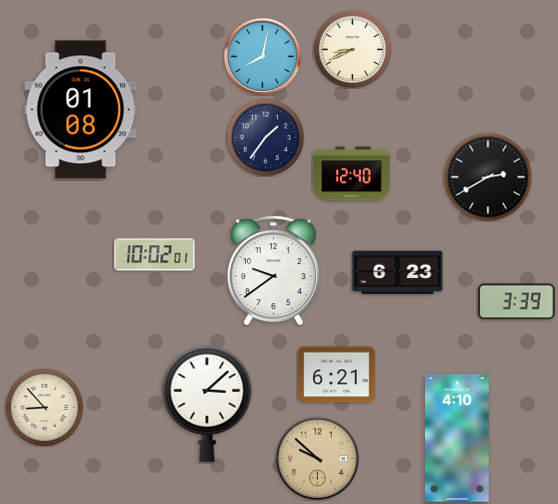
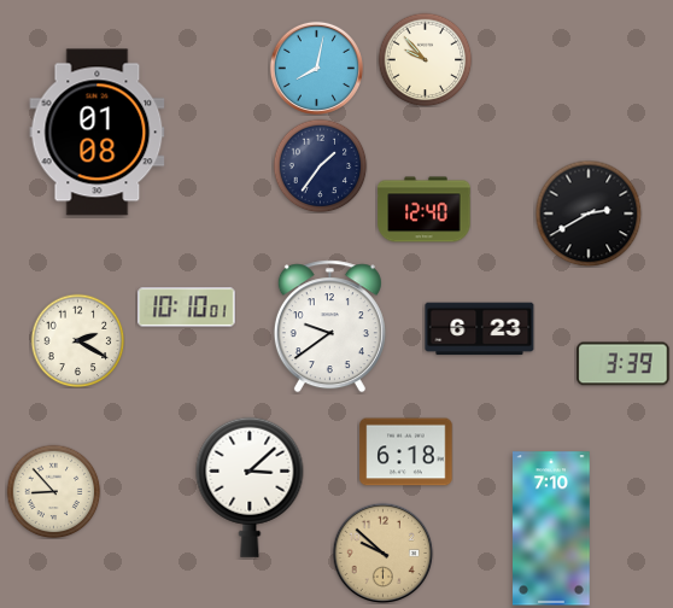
clock at (352, 49): 8:41 -> 9:53
clock at (155, 255): 10:02 -> 10:10
clock at (77, 340): none -> 2:20
clock at (337, 375): 6:21 -> 6:18
clock at (458, 438): 4:10 -> 7:10
